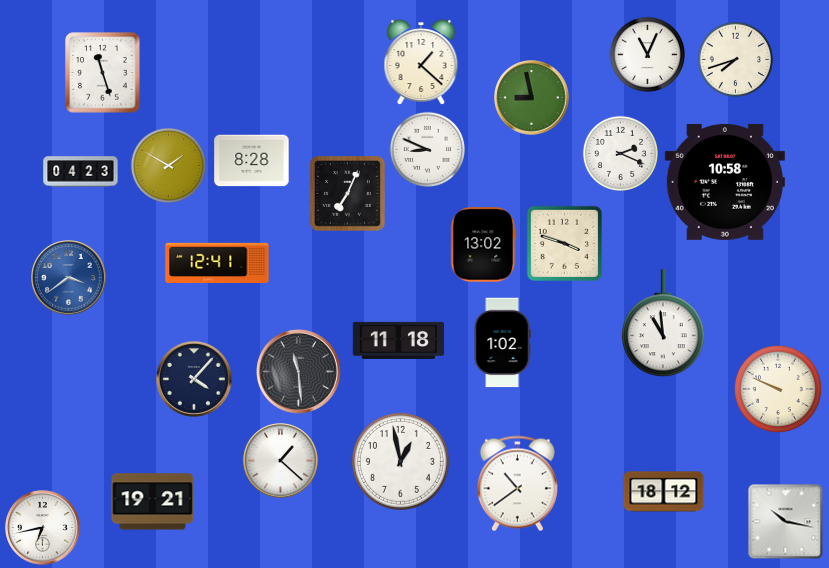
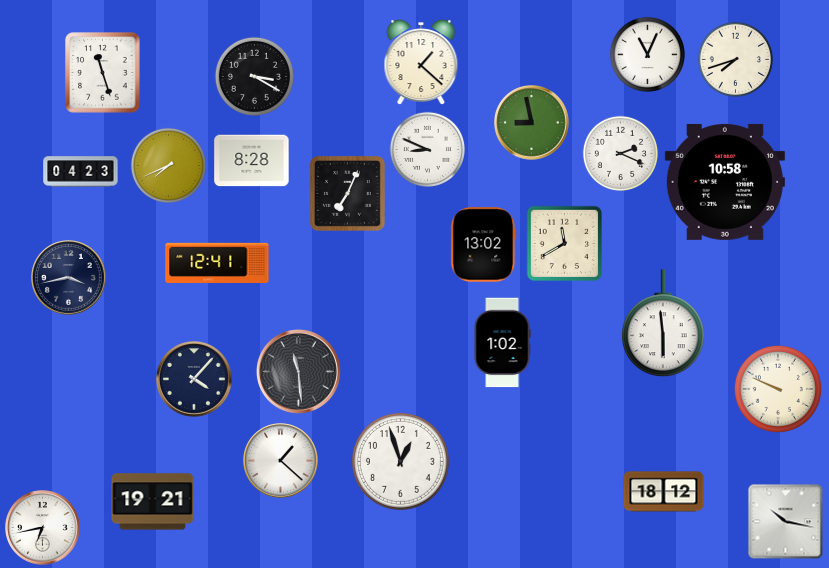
clock at (254, 76): none -> 3:20
clock at (532, 98) position: (532, 98) -> (532, 123)
clock at (168, 165): 1:50 -> 7:41
clock at (565, 244): 3:48 -> 11:40
clock at (69, 278): 3:39 -> 3:43
clock at (69, 278) dial: blue -> navy
clock at (664, 324): 10:59 -> 5:59
clock at (399, 340): 11:18 -> none
clock at (400, 461): 12:58 -> 12:57
clock at (517, 484): 10:39 -> none
